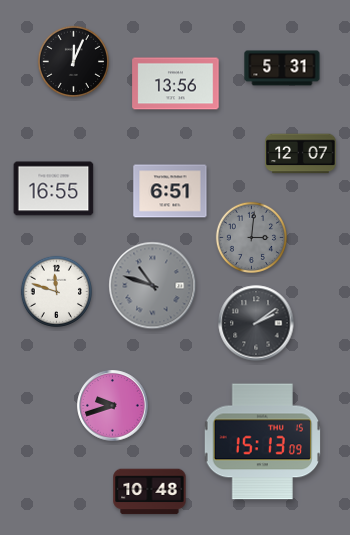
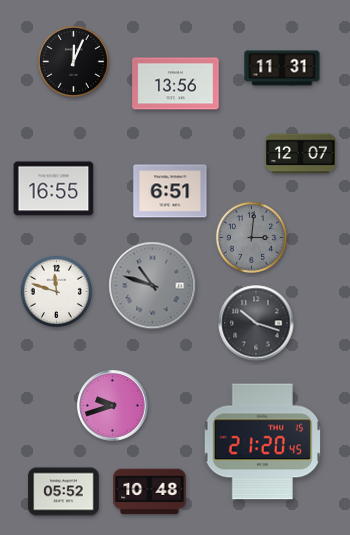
clock at (282, 68): 5:31 -> 11:31
clock at (256, 323): 2:09 -> 10:18
clock at (262, 442): 15:13 -> 21:20
clock at (64, 492): none -> 05:52
